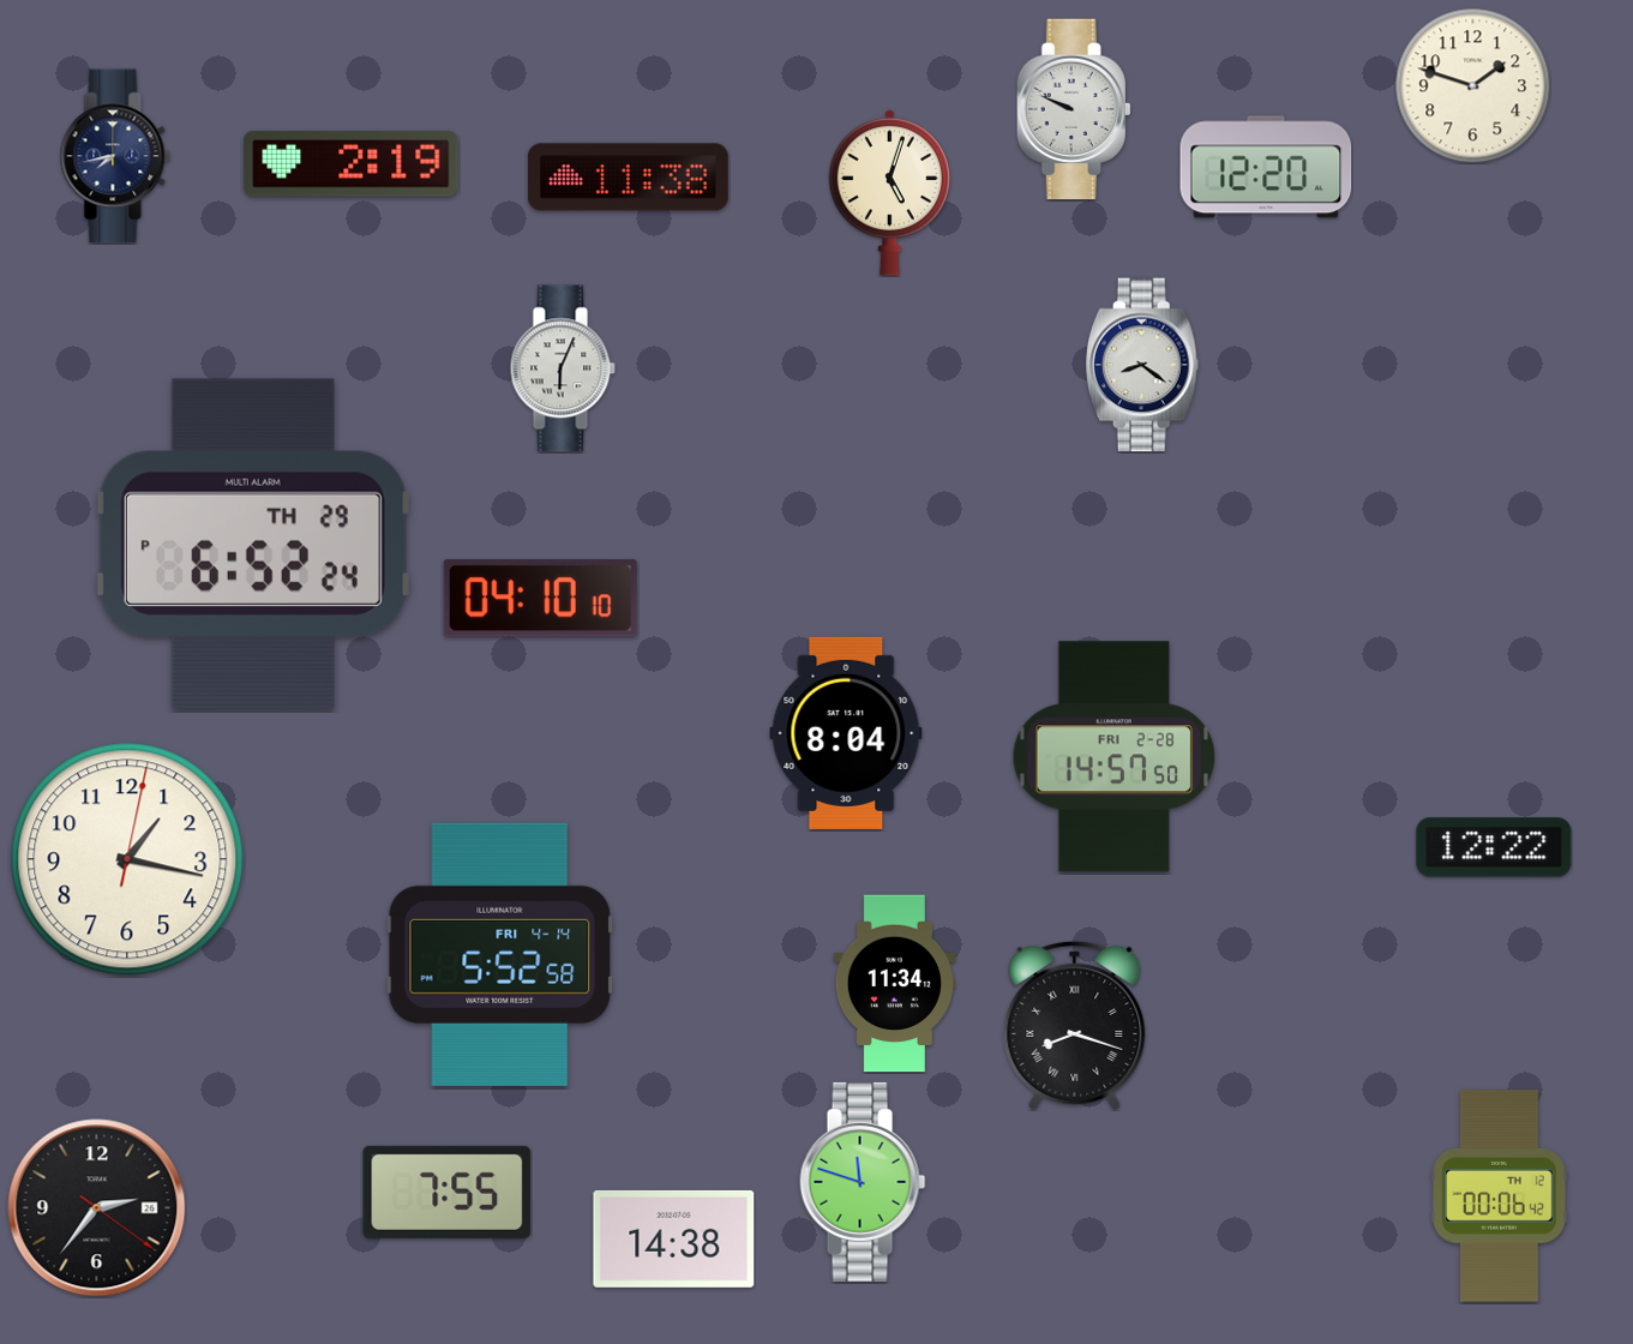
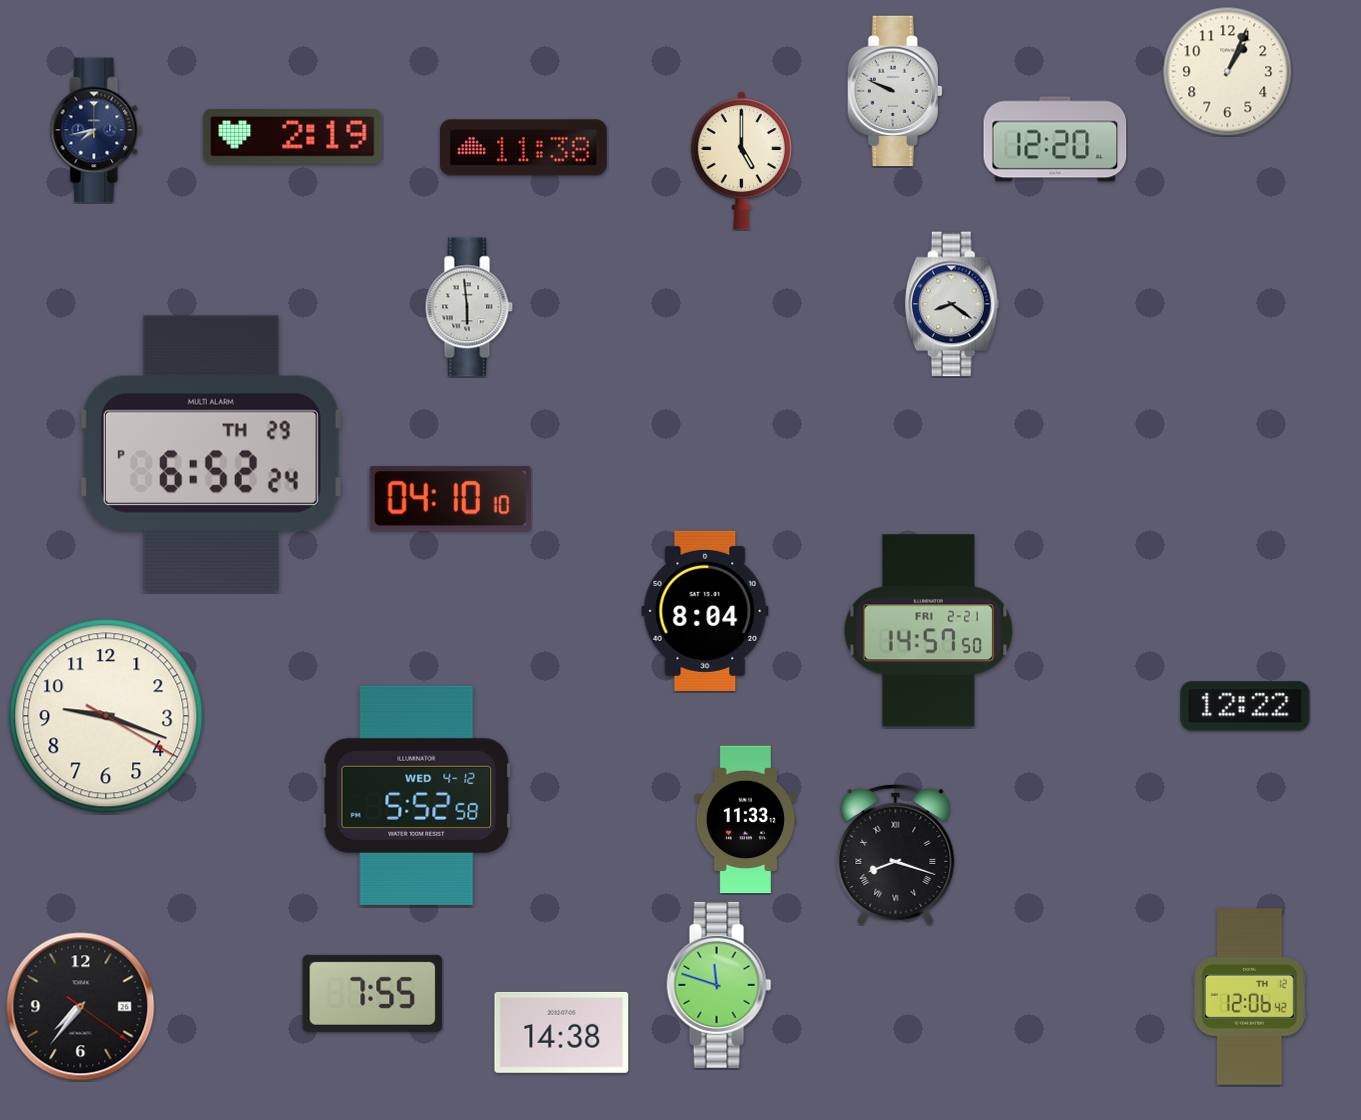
clock at (1472, 85): 1:48 -> 1:04
clock at (889, 192): 5:03 -> 5:00
clock at (563, 368): 6:04 -> 5:59
clock at (1115, 757) date: FRI 2-28 -> FRI 2-21
clock at (127, 859): 1:17 -> 9:18
clock at (500, 954) date: FRI 4-14 -> WED 4-12
clock at (894, 984): 11:34 -> 11:33
clock at (1500, 1196): 00:06 -> 12:06
clock at (97, 1208): 2:36 -> 7:36
